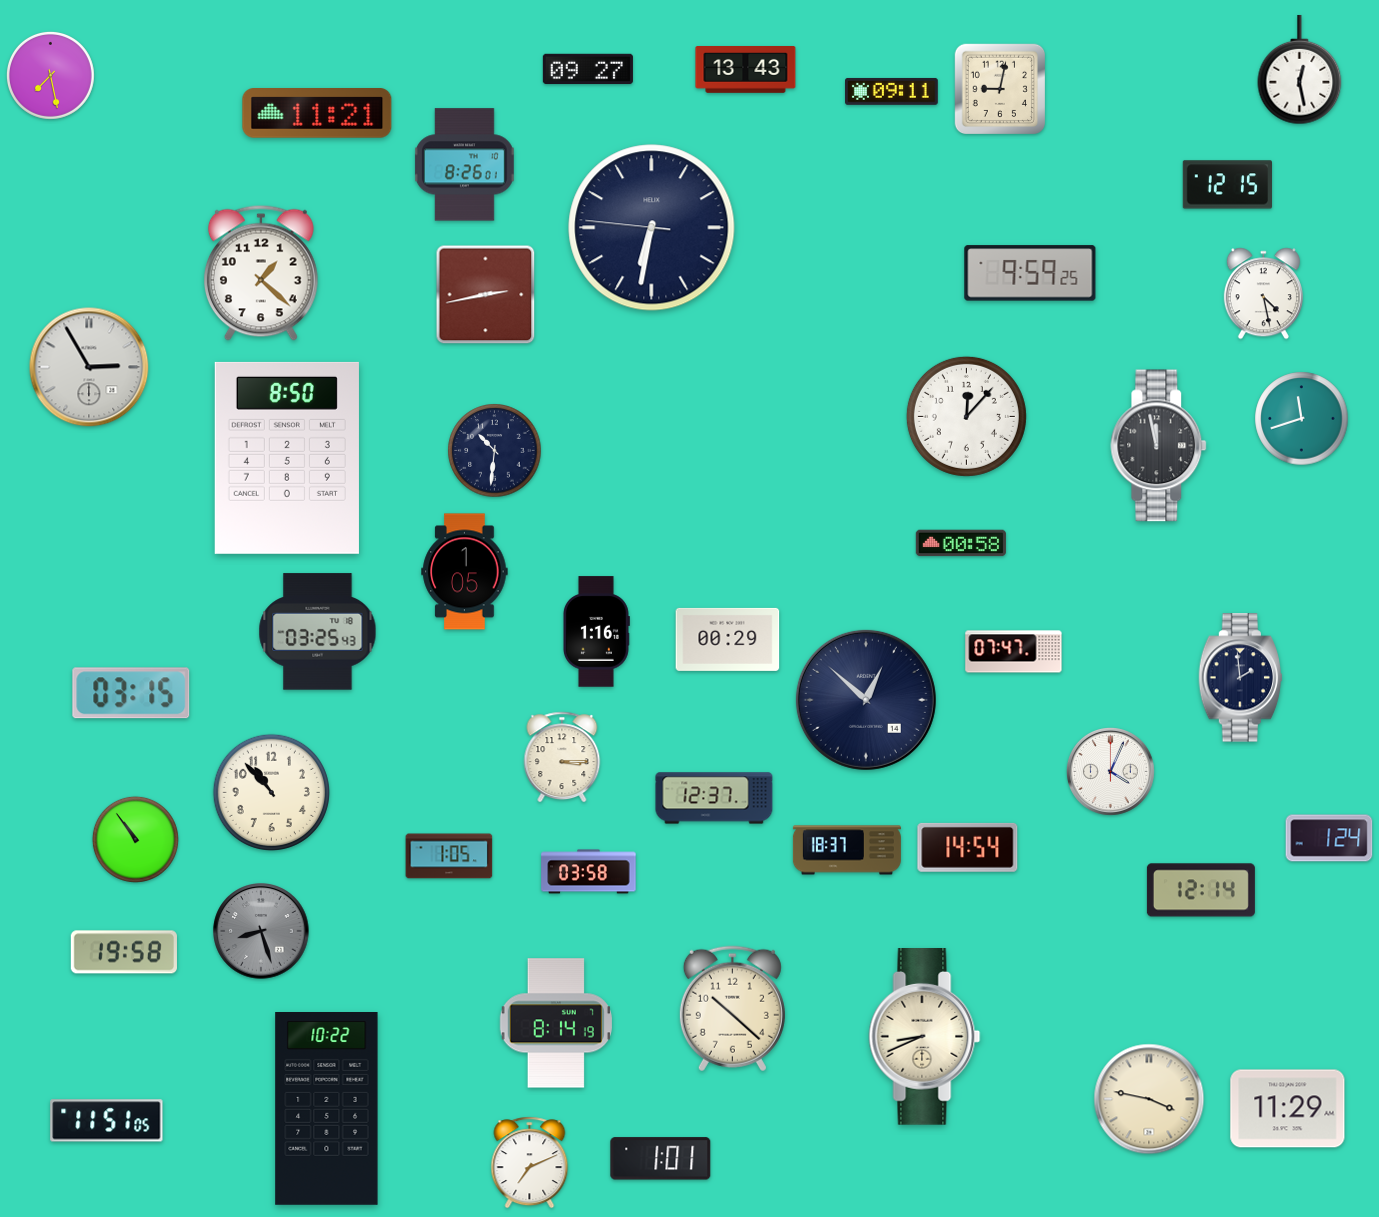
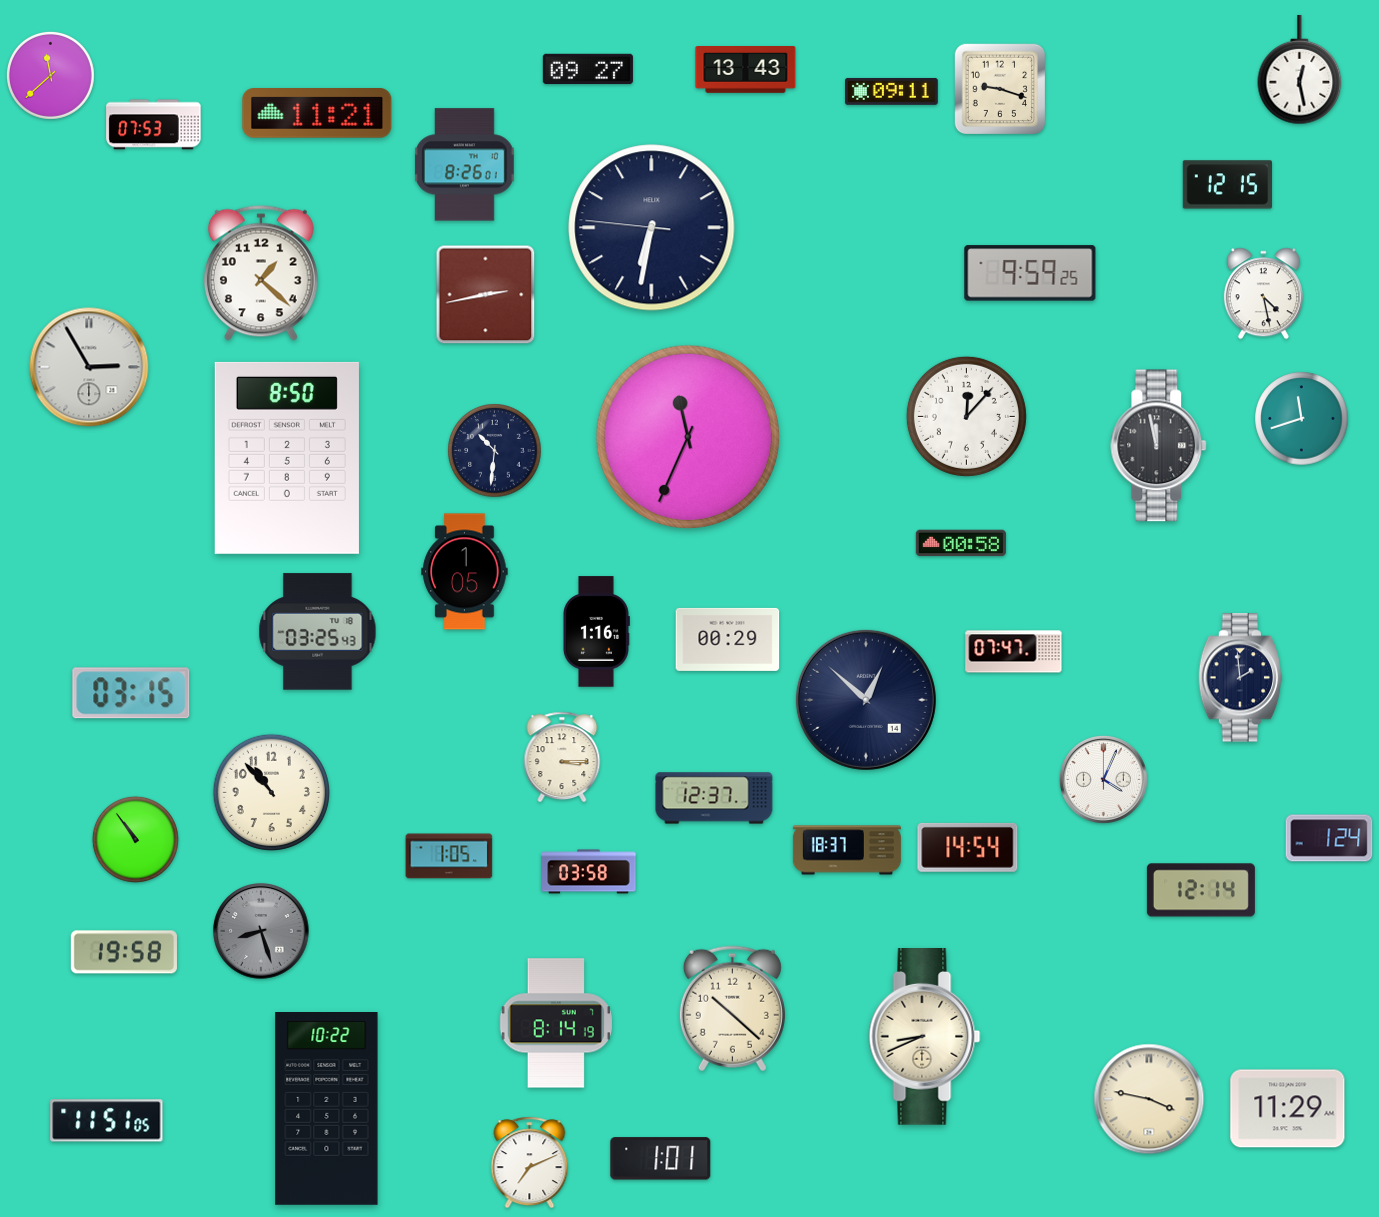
clock at (50, 75): 7:28 -> 11:38
clock at (999, 88): 9:02 -> 9:18
clock at (154, 125): none -> 07:53
clock at (688, 437): none -> 11:34
clock at (1110, 771) position: (1110, 771) -> (1103, 779)
